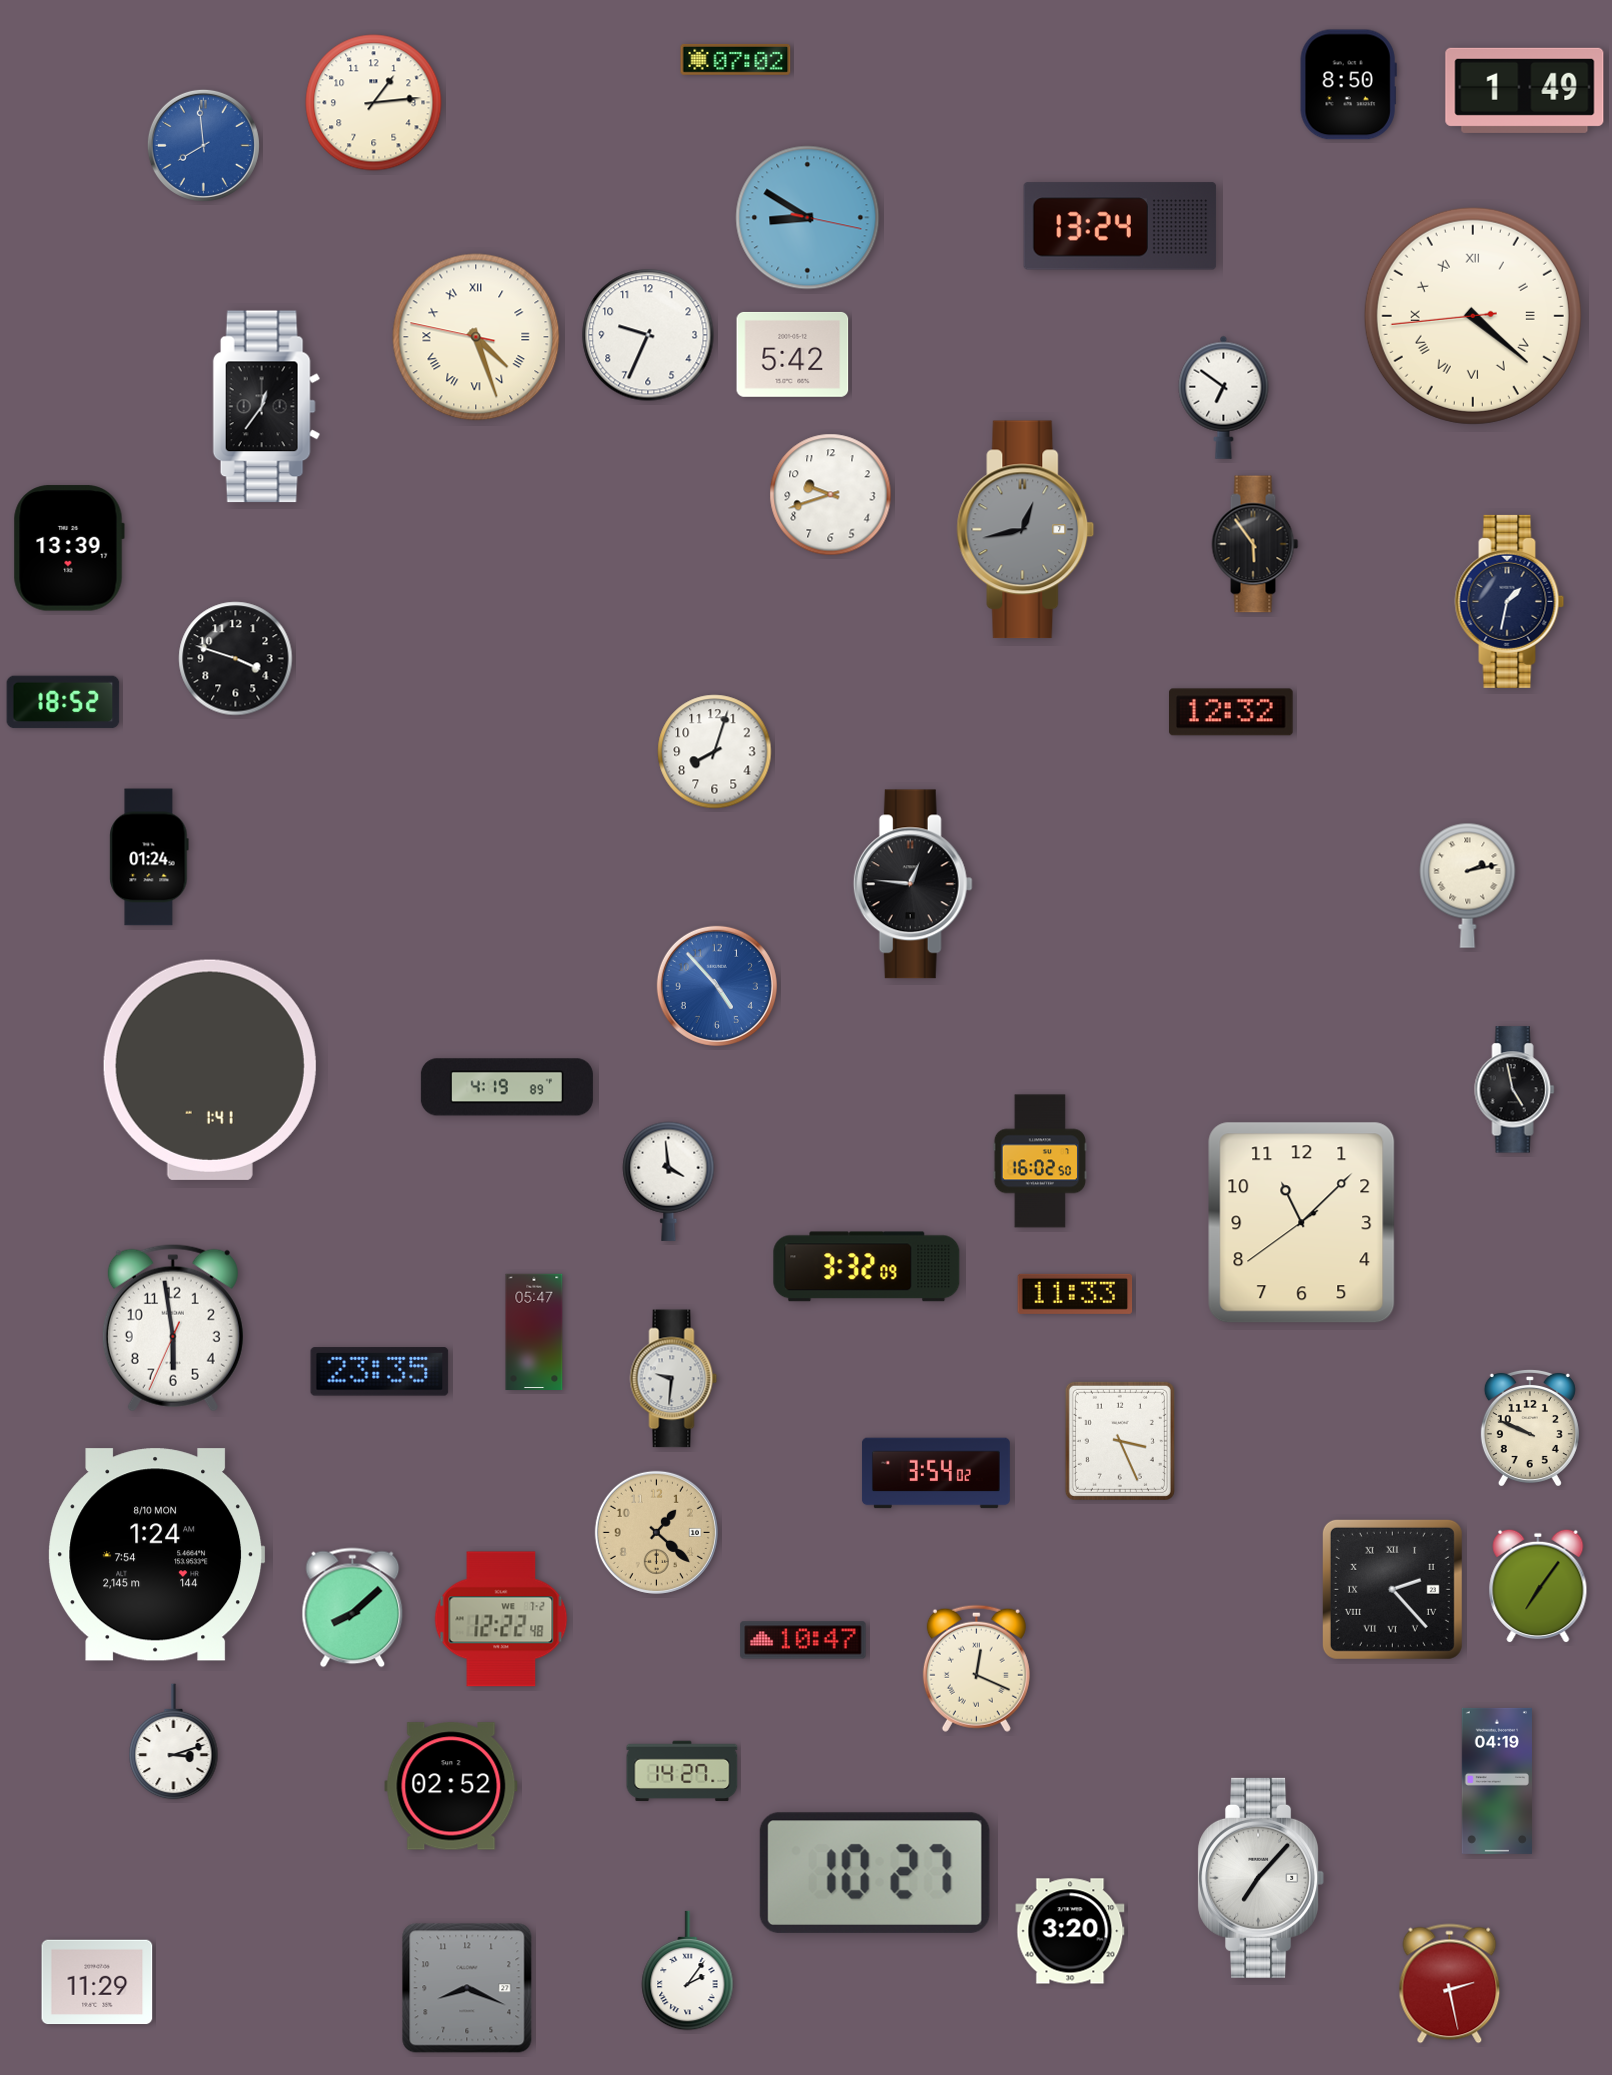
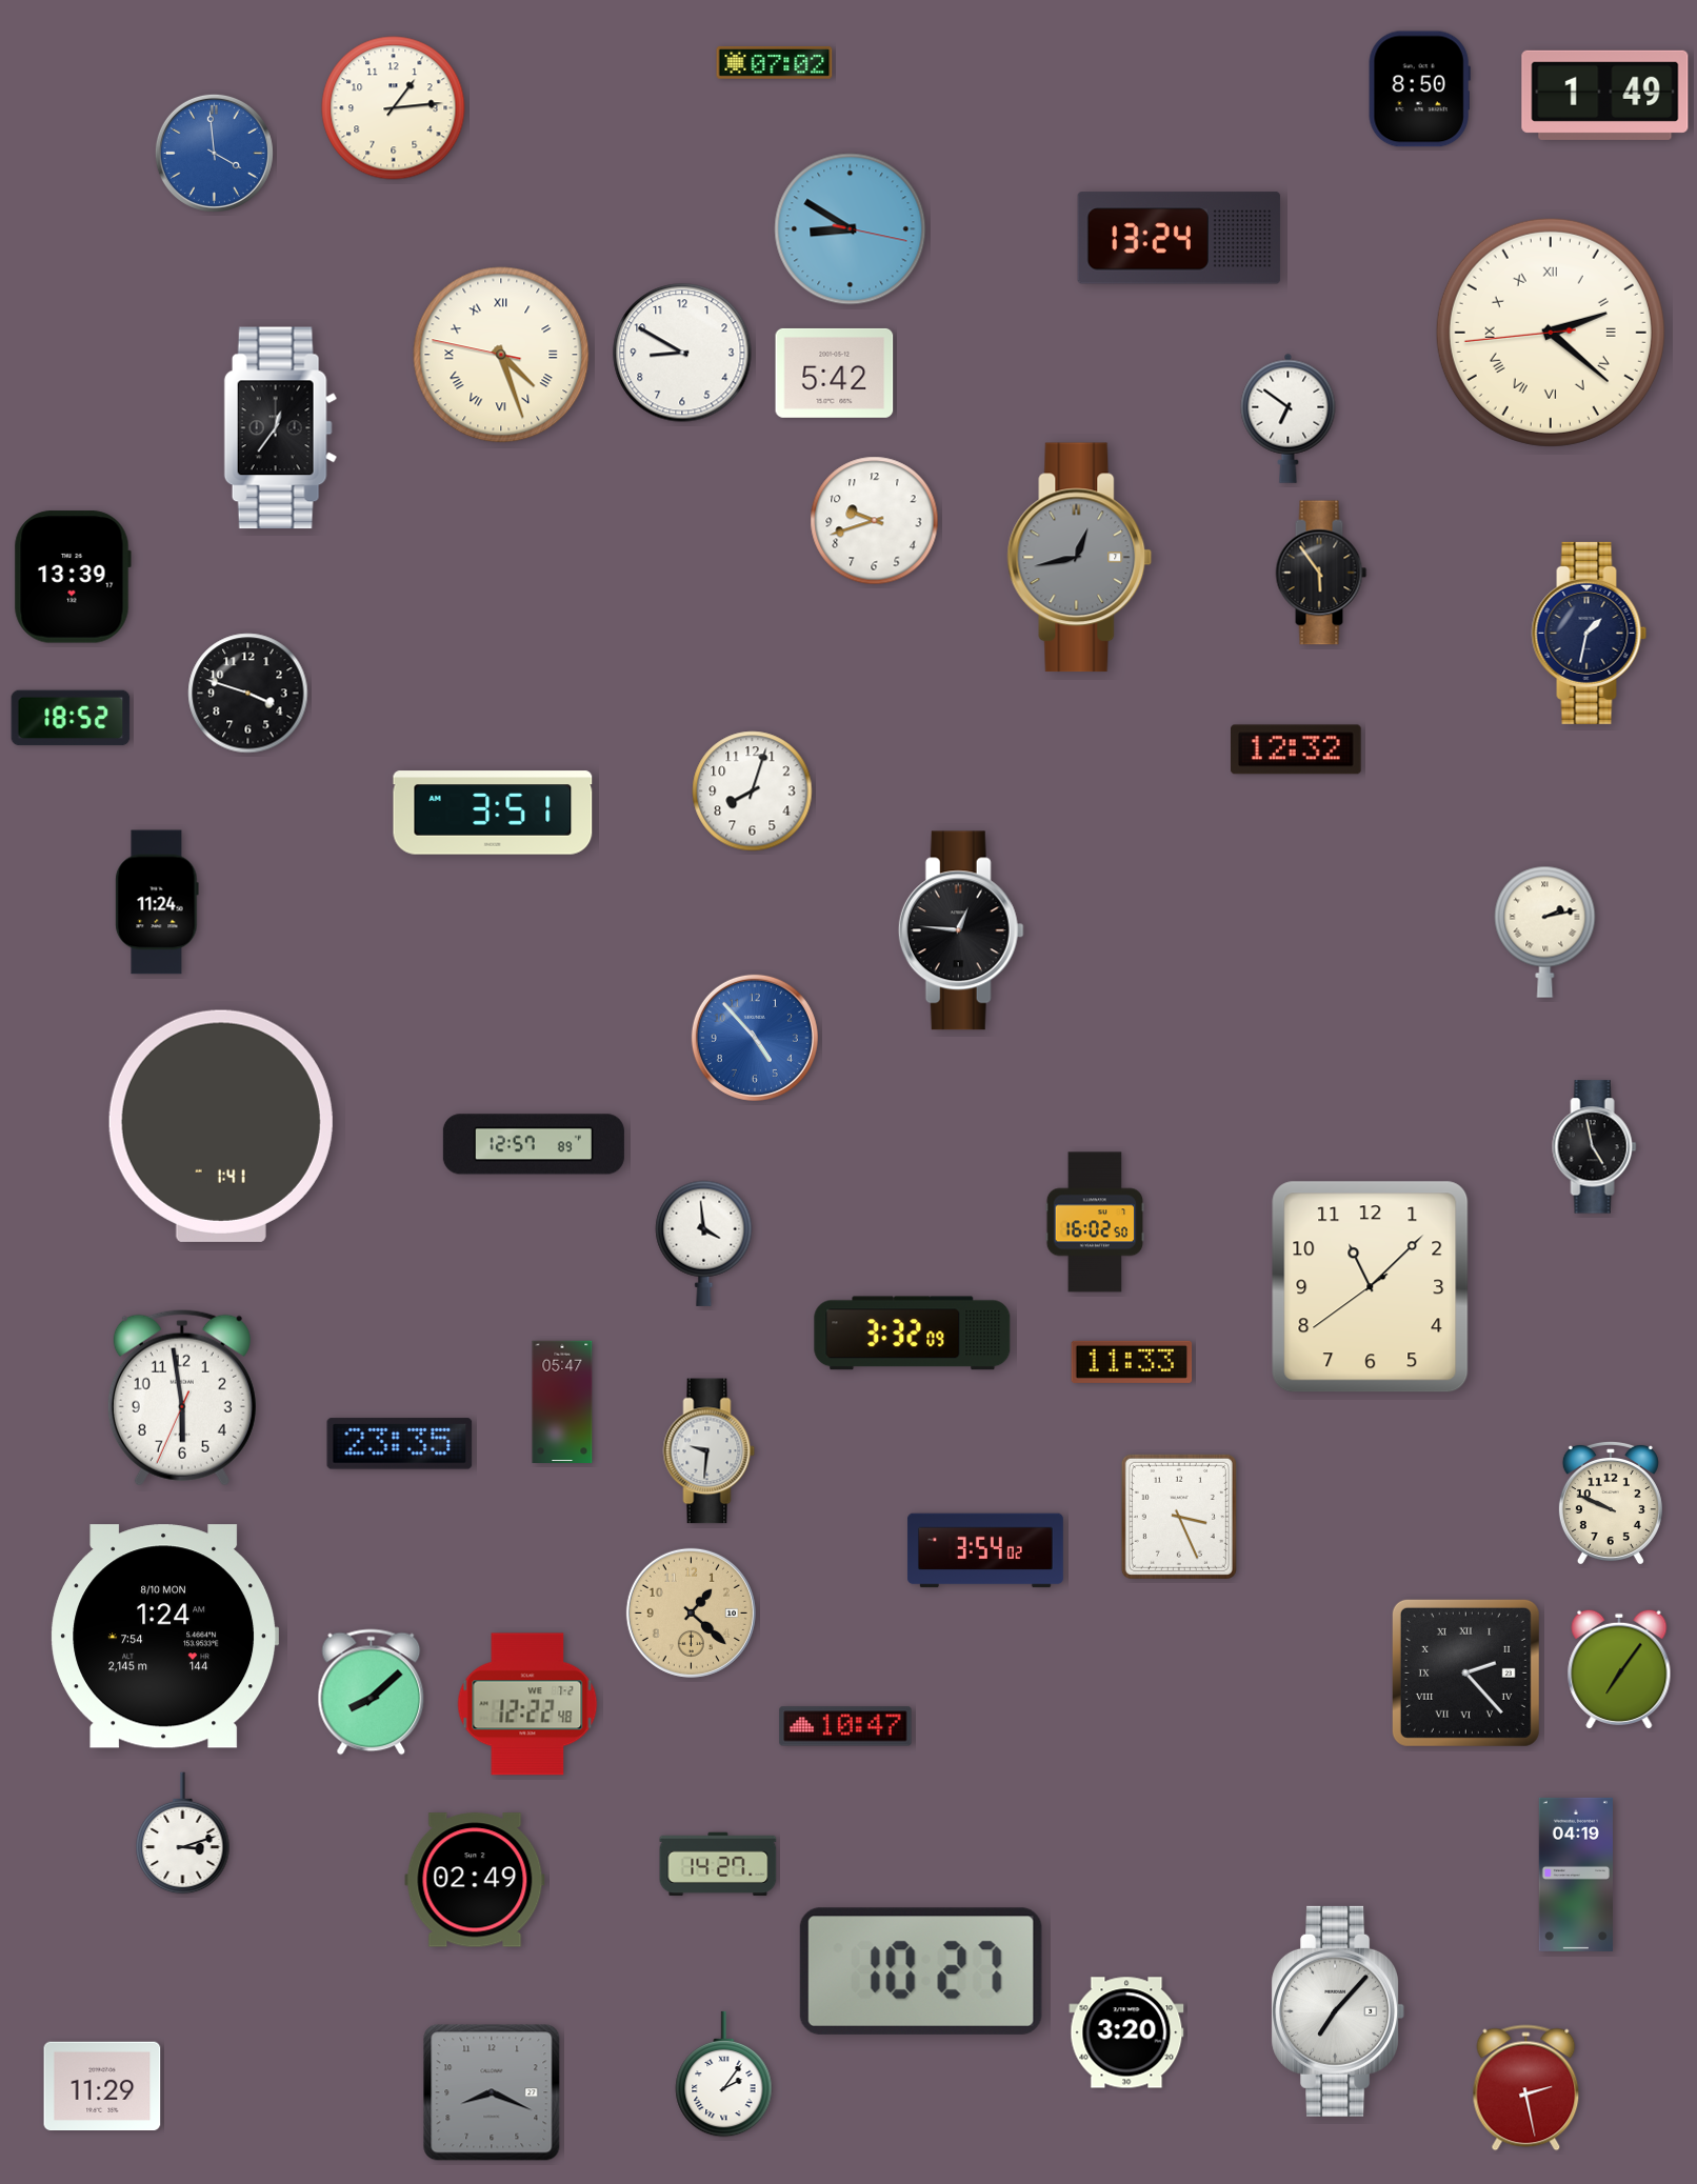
clock at (203, 145): 7:59 -> 3:59
clock at (1473, 316): 4:21 -> 2:21
clock at (648, 335): 9:34 -> 8:50
clock at (63, 702) position: (63, 702) -> (71, 718)
clock at (493, 813): none -> 3:51
clock at (149, 857): 01:24 -> 11:24
clock at (507, 1087): 4:19 -> 12:57
clock at (976, 1668): 12:19 -> none
clock at (451, 1786): 02:52 -> 02:49
clock at (1261, 1878) position: (1261, 1878) -> (1338, 2011)
